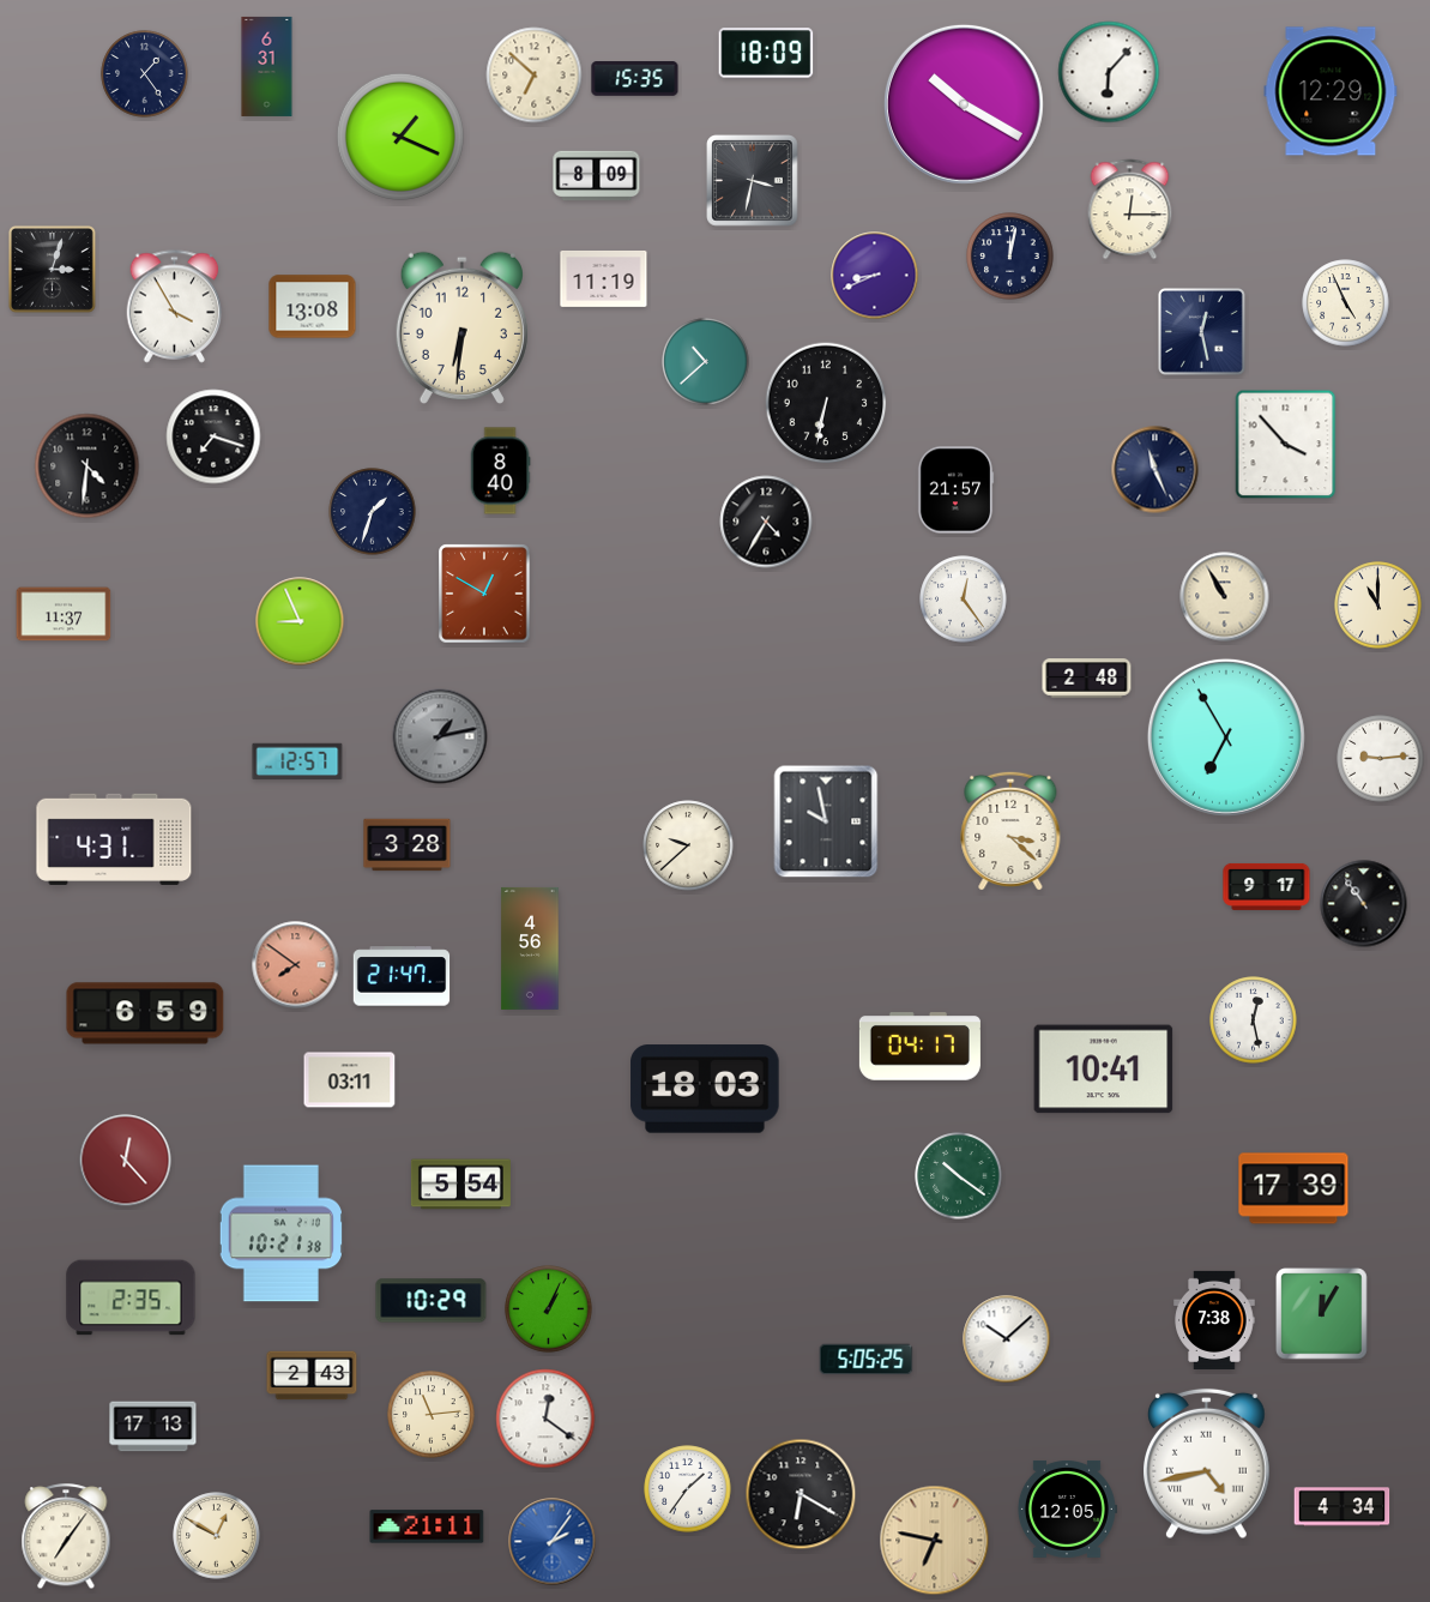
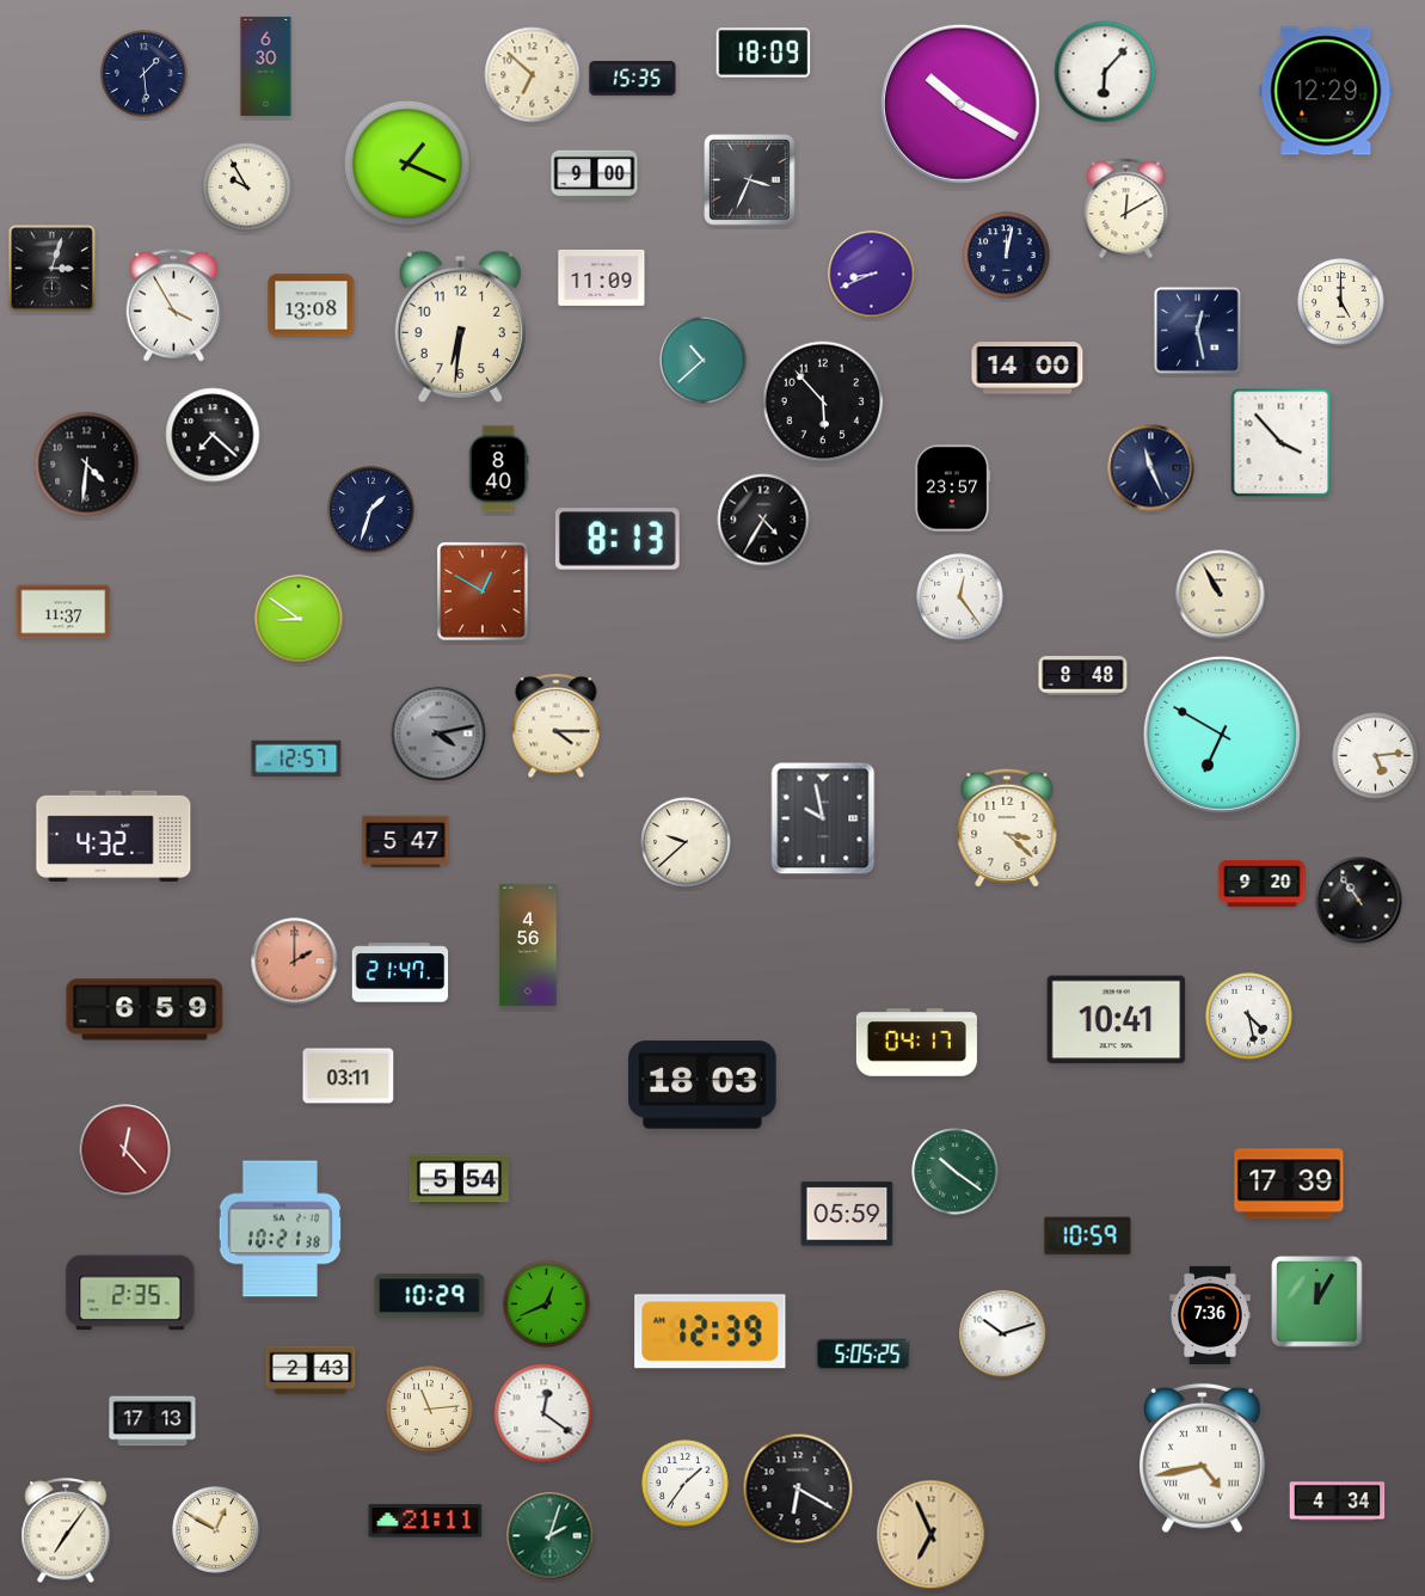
clock at (267, 66): 6:31 -> 6:30
clock at (145, 74): 1:24 -> 1:29
clock at (400, 137) position: (400, 137) -> (407, 164)
clock at (597, 176): 8:09 -> 9:00
clock at (753, 181): 3:32 -> 3:34
clock at (247, 188): none -> 9:55
clock at (1130, 210): 12:15 -> 12:10
clock at (604, 278): 11:19 -> 11:09
clock at (1346, 303): 4:56 -> 5:00
clock at (1027, 368): none -> 14:00
clock at (826, 403): 6:32 -> 5:53
clock at (213, 436): 7:18 -> 7:22
clock at (955, 490): 21:57 -> 23:57
clock at (618, 539): none -> 8:13
clock at (1378, 606): 11:00 -> none
clock at (300, 621): 8:56 -> 8:51
clock at (1087, 679): 2:48 -> 8:48
clock at (557, 726): none -> 4:15
clock at (440, 736): 1:13 -> 4:13
clock at (1226, 737): 6:55 -> 6:50
clock at (1381, 759): 9:14 -> 5:14
clock at (114, 839): 4:31 -> 4:32
clock at (408, 845): 3:28 -> 5:47
clock at (1267, 886): 9:17 -> 9:20
clock at (296, 965): 7:51 -> 2:00
clock at (1254, 1020): 12:28 -> 4:28
clock at (1104, 1070) position: (1104, 1070) -> (1117, 1020)
clock at (126, 1161) position: (126, 1161) -> (125, 1150)
clock at (847, 1214): none -> 05:59
clock at (1088, 1236): none -> 10:59
clock at (549, 1309): 1:04 -> 12:41
clock at (1322, 1314) position: (1322, 1314) -> (1317, 1302)
clock at (1214, 1320): 7:38 -> 7:36
clock at (711, 1332): none -> 12:39
clock at (1007, 1339): 10:08 -> 10:12
clock at (1067, 1508): 12:05 -> none
clock at (935, 1541): 6:47 -> 6:56
clock at (553, 1542): 2:06 -> 2:03
clock at (553, 1542) dial: blue -> green
